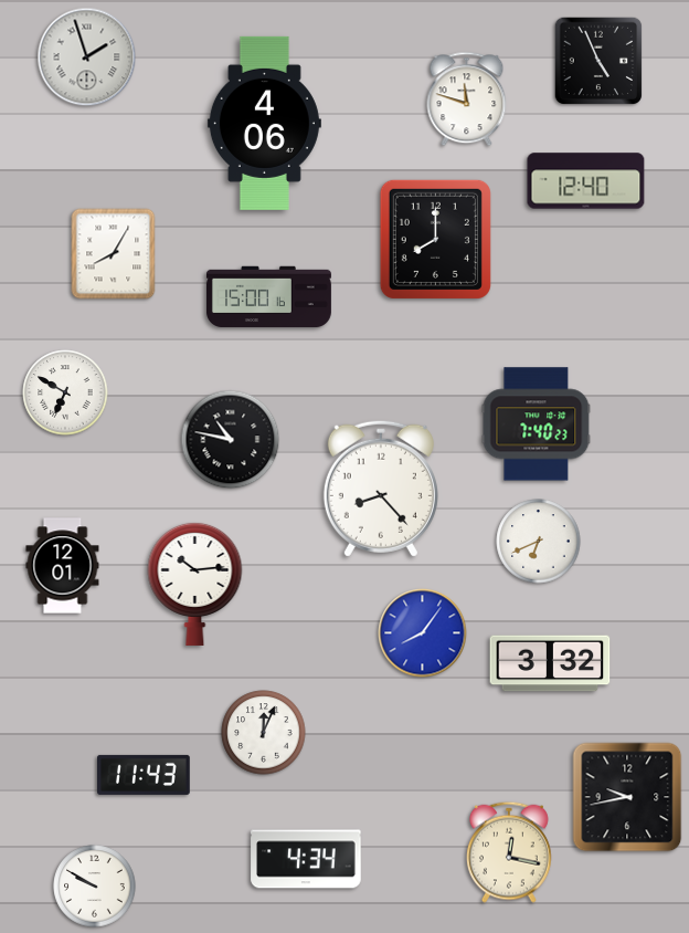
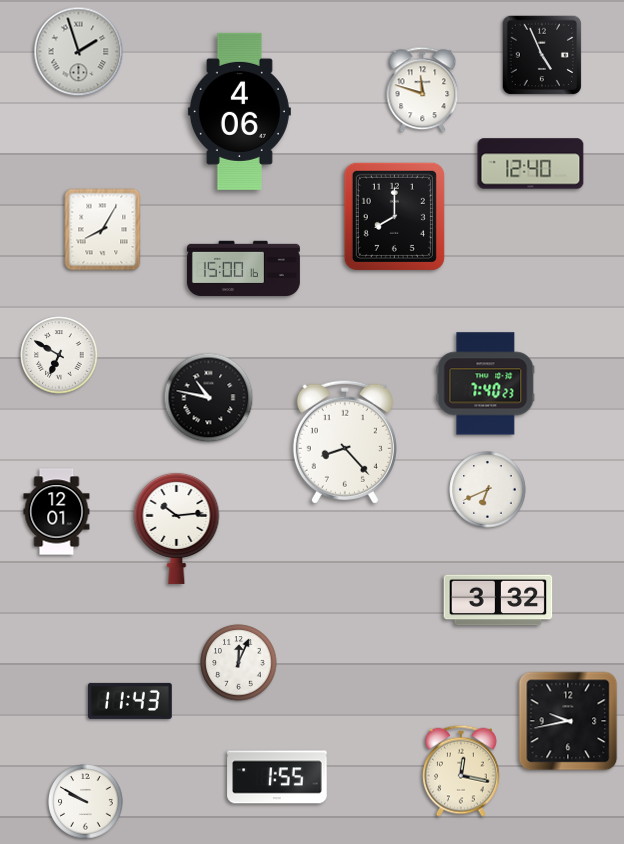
clock at (423, 633): 8:06 -> none
clock at (306, 859): 4:34 -> 1:55
